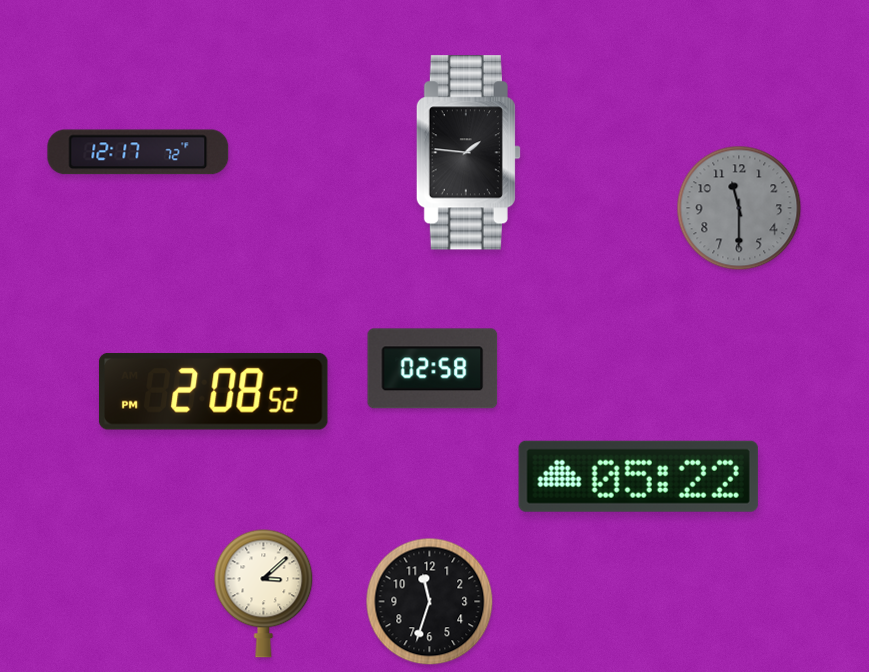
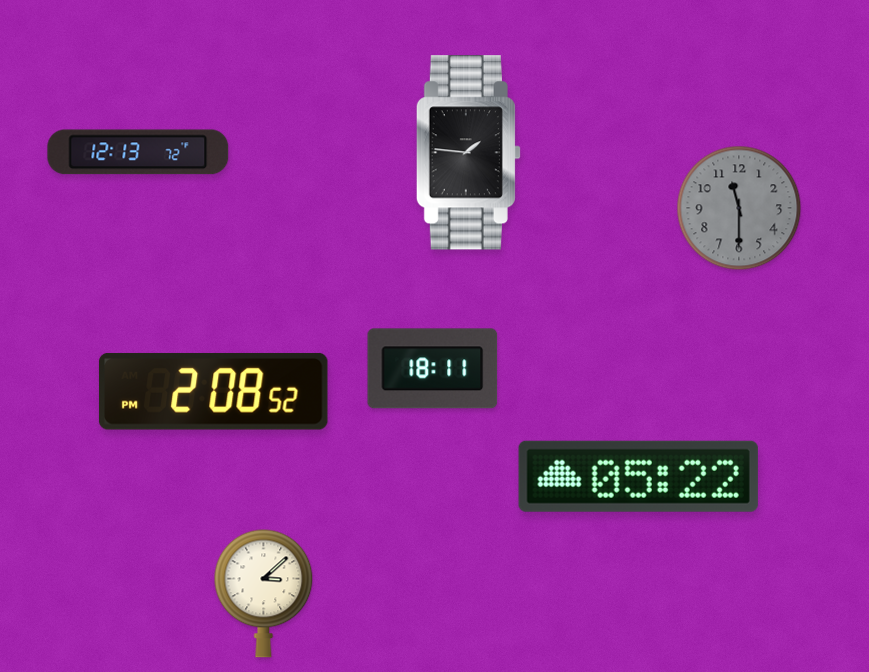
clock at (138, 152): 12:17 -> 12:13
clock at (433, 369): 02:58 -> 18:11
clock at (430, 602): 11:33 -> none
